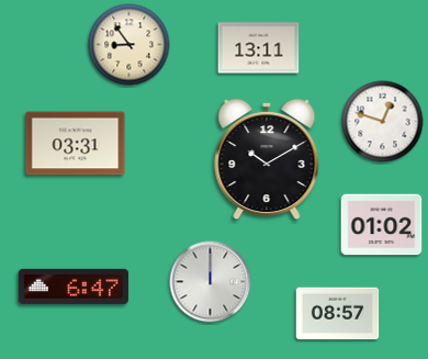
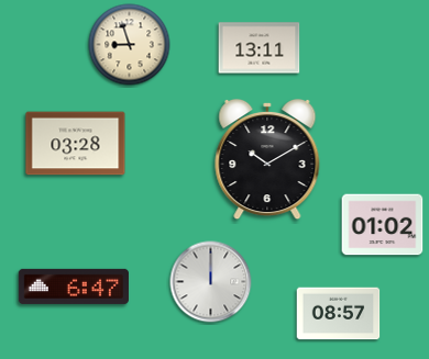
clock at (129, 45): 8:54 -> 8:57
clock at (383, 122): 12:48 -> none
clock at (76, 144): 03:31 -> 03:28
